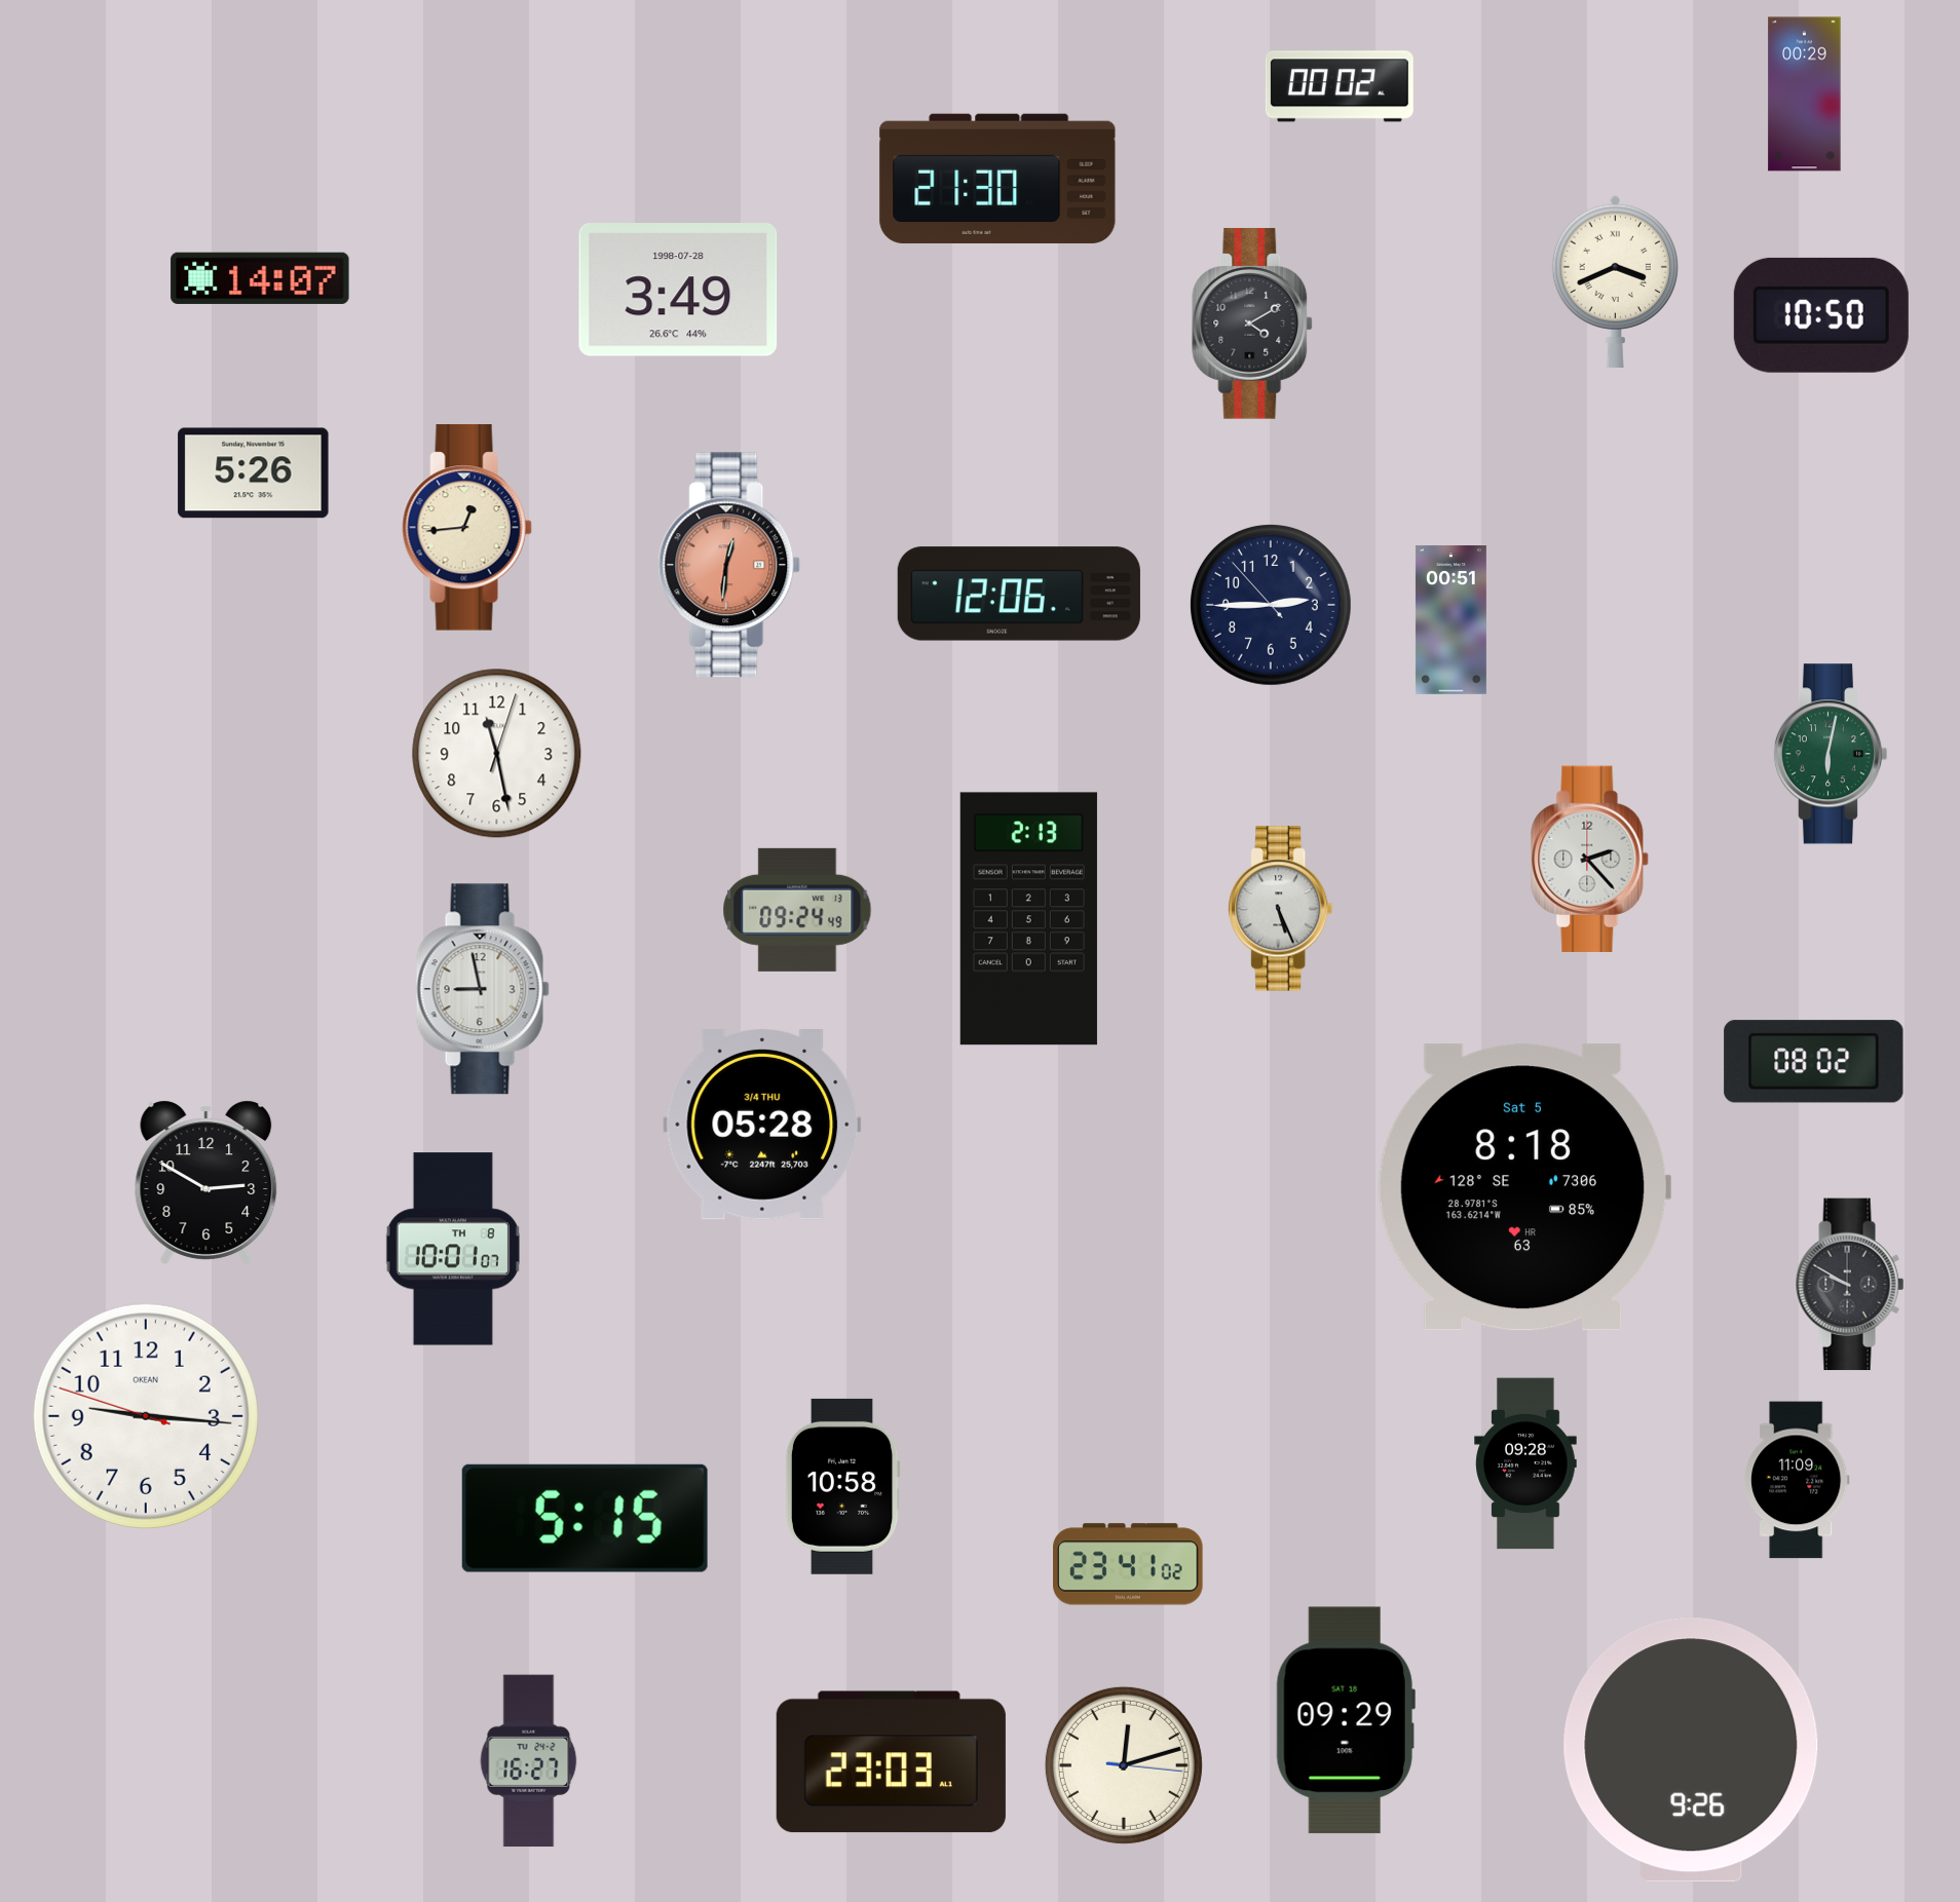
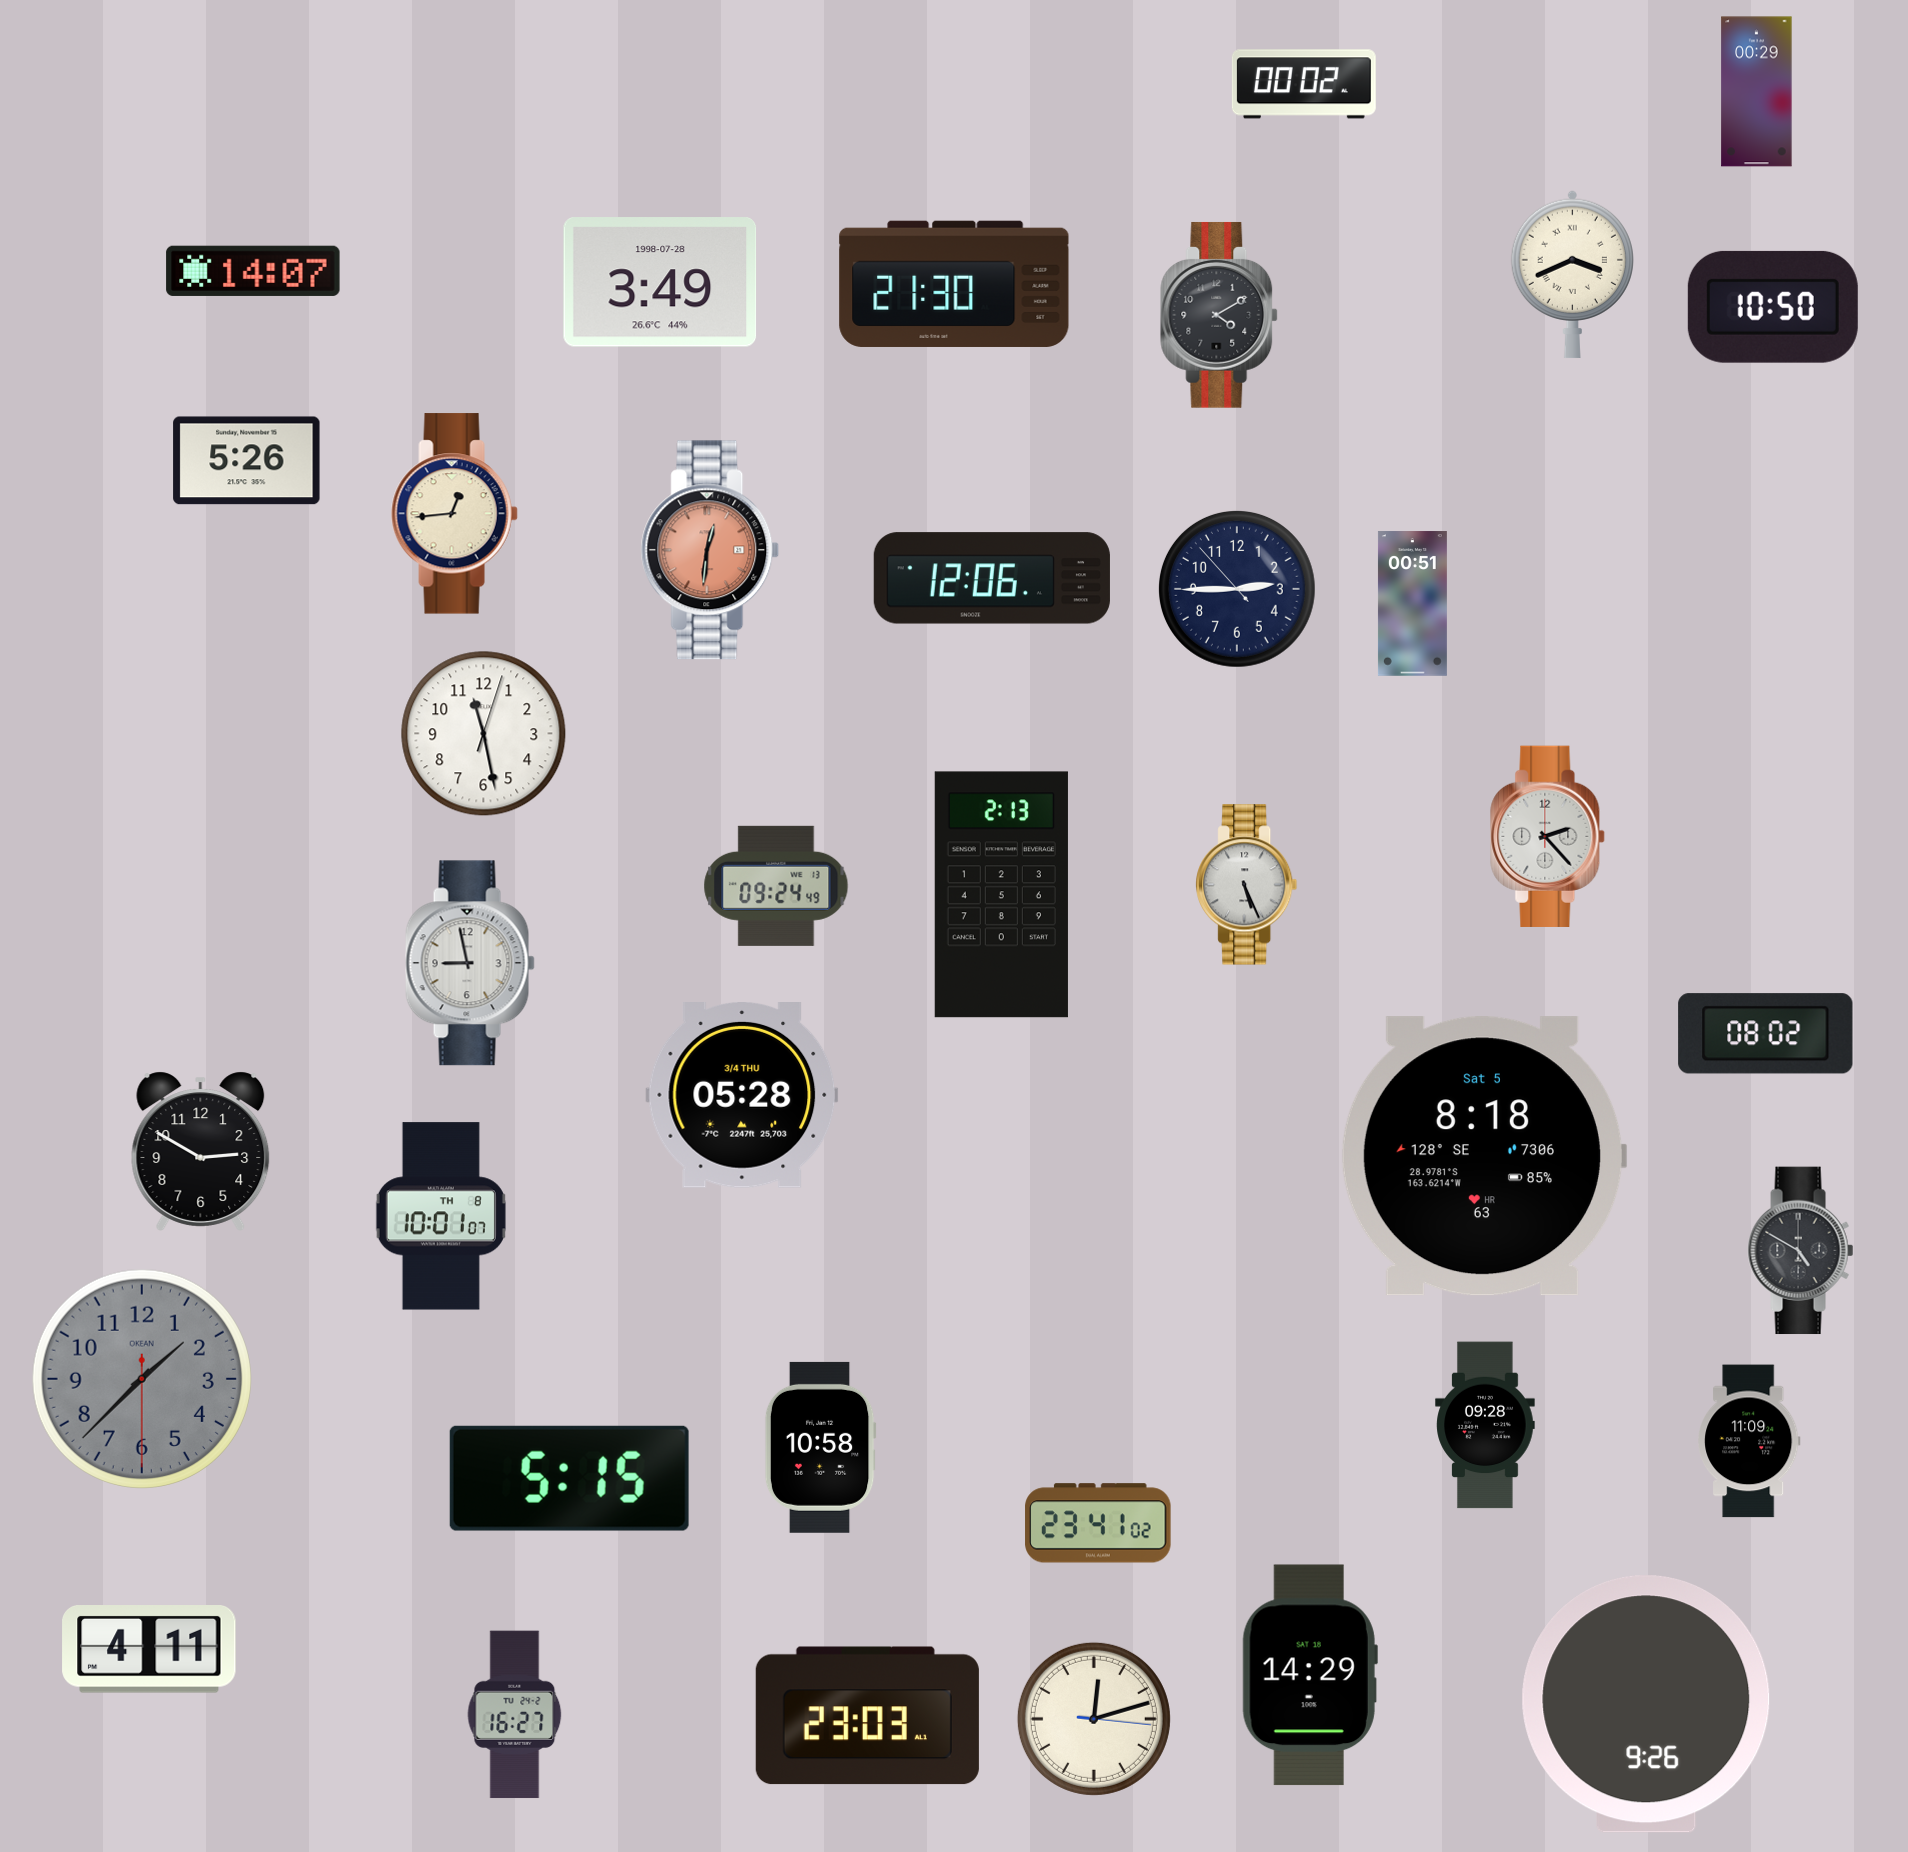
clock at (997, 179) position: (997, 179) -> (954, 284)
clock at (1830, 754): 6:02 -> none
clock at (1850, 1285): 9:50 -> 4:50
clock at (146, 1416): 9:15 -> 1:37
clock at (146, 1416) dial: white -> grey
clock at (149, 1650): none -> 4:11
clock at (1346, 1720): 09:29 -> 14:29
